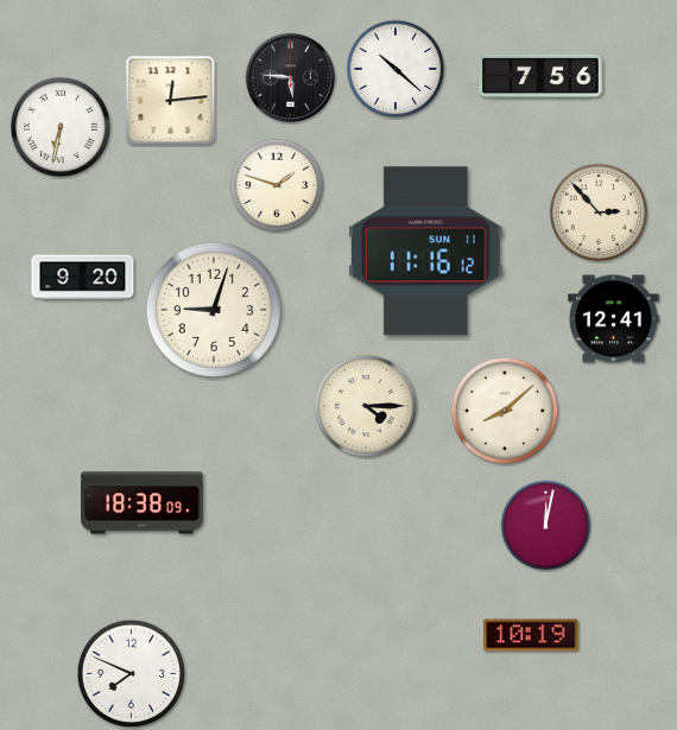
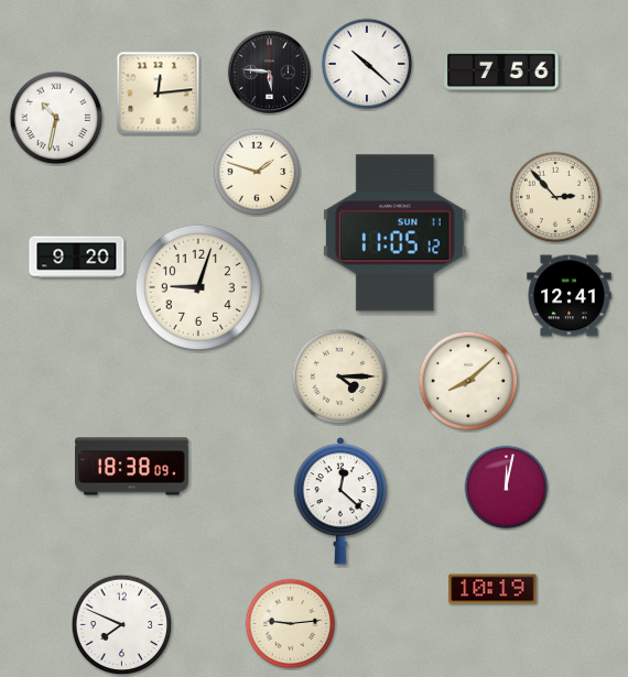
clock at (61, 127): 6:32 -> 10:32
clock at (425, 252): 11:16 -> 11:05
clock at (339, 501): none -> 12:22
clock at (291, 624): none -> 9:14
